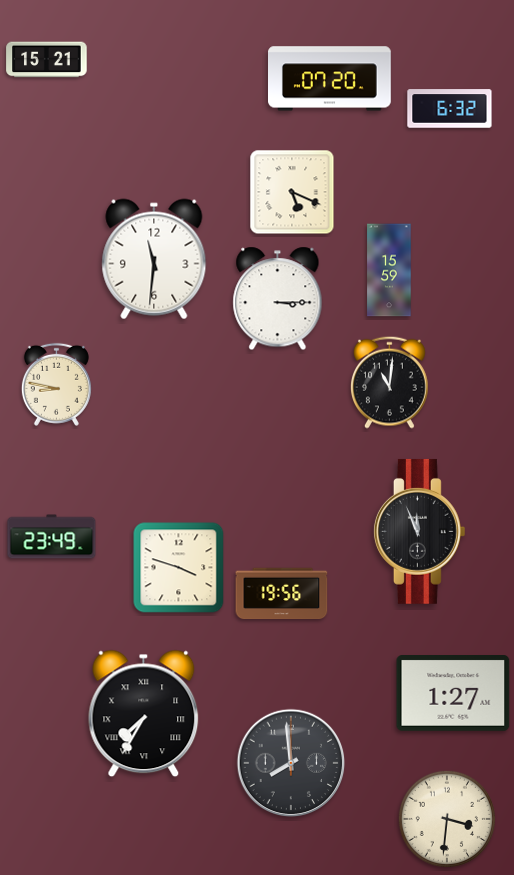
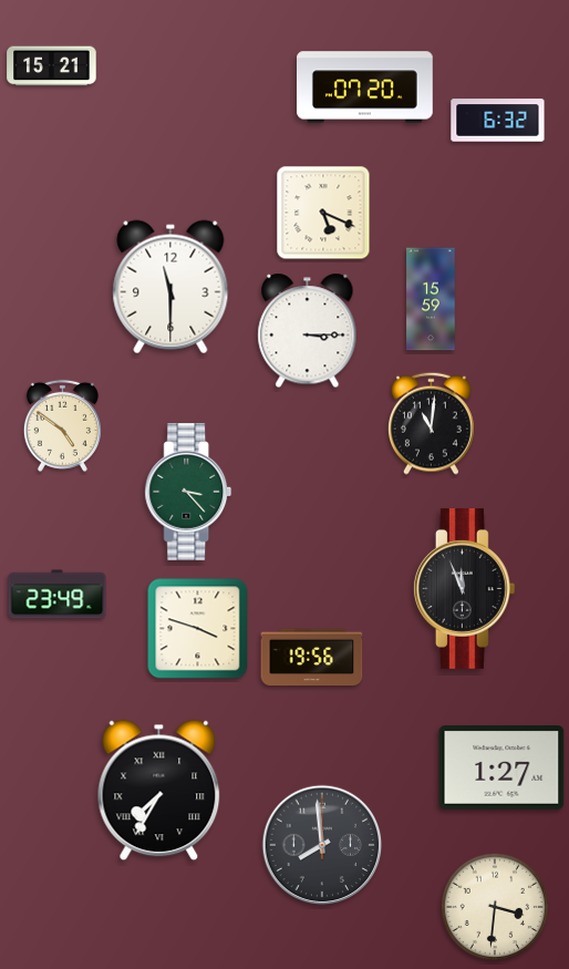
clock at (154, 259): 11:31 -> 11:30
clock at (56, 384): 8:47 -> 4:51
clock at (188, 492): none -> 3:23
